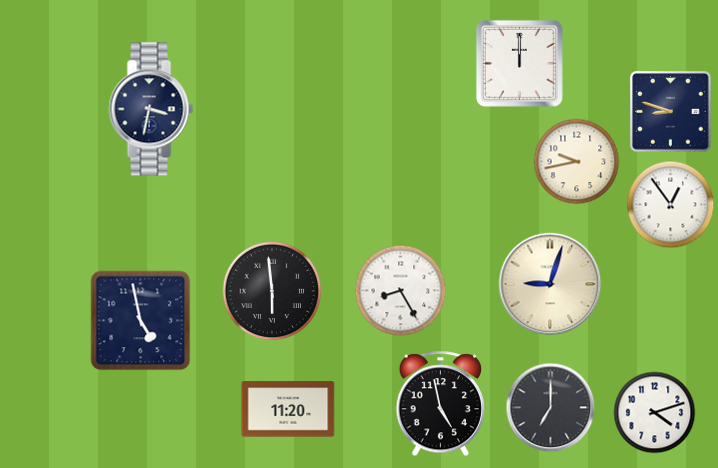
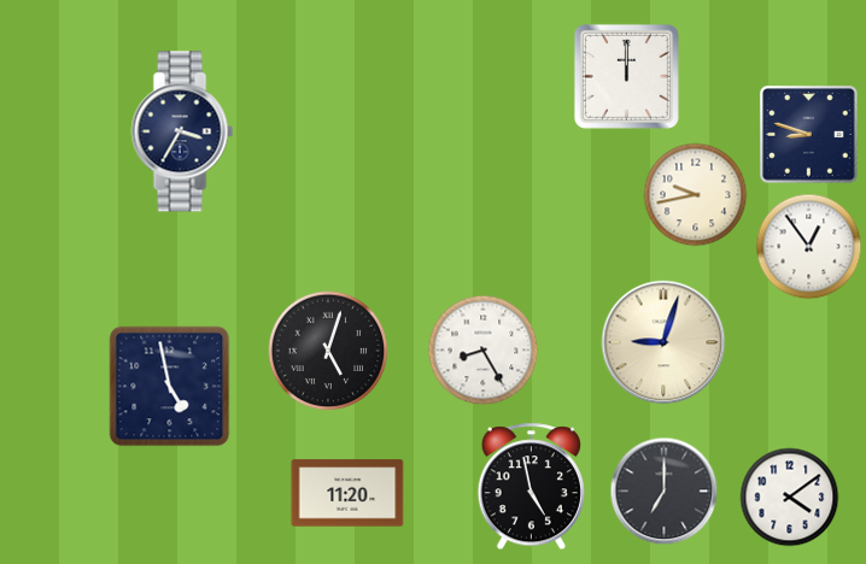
clock at (151, 109): 3:32 -> 3:35
clock at (272, 291): 5:59 -> 5:03
clock at (655, 413): 4:12 -> 4:09
